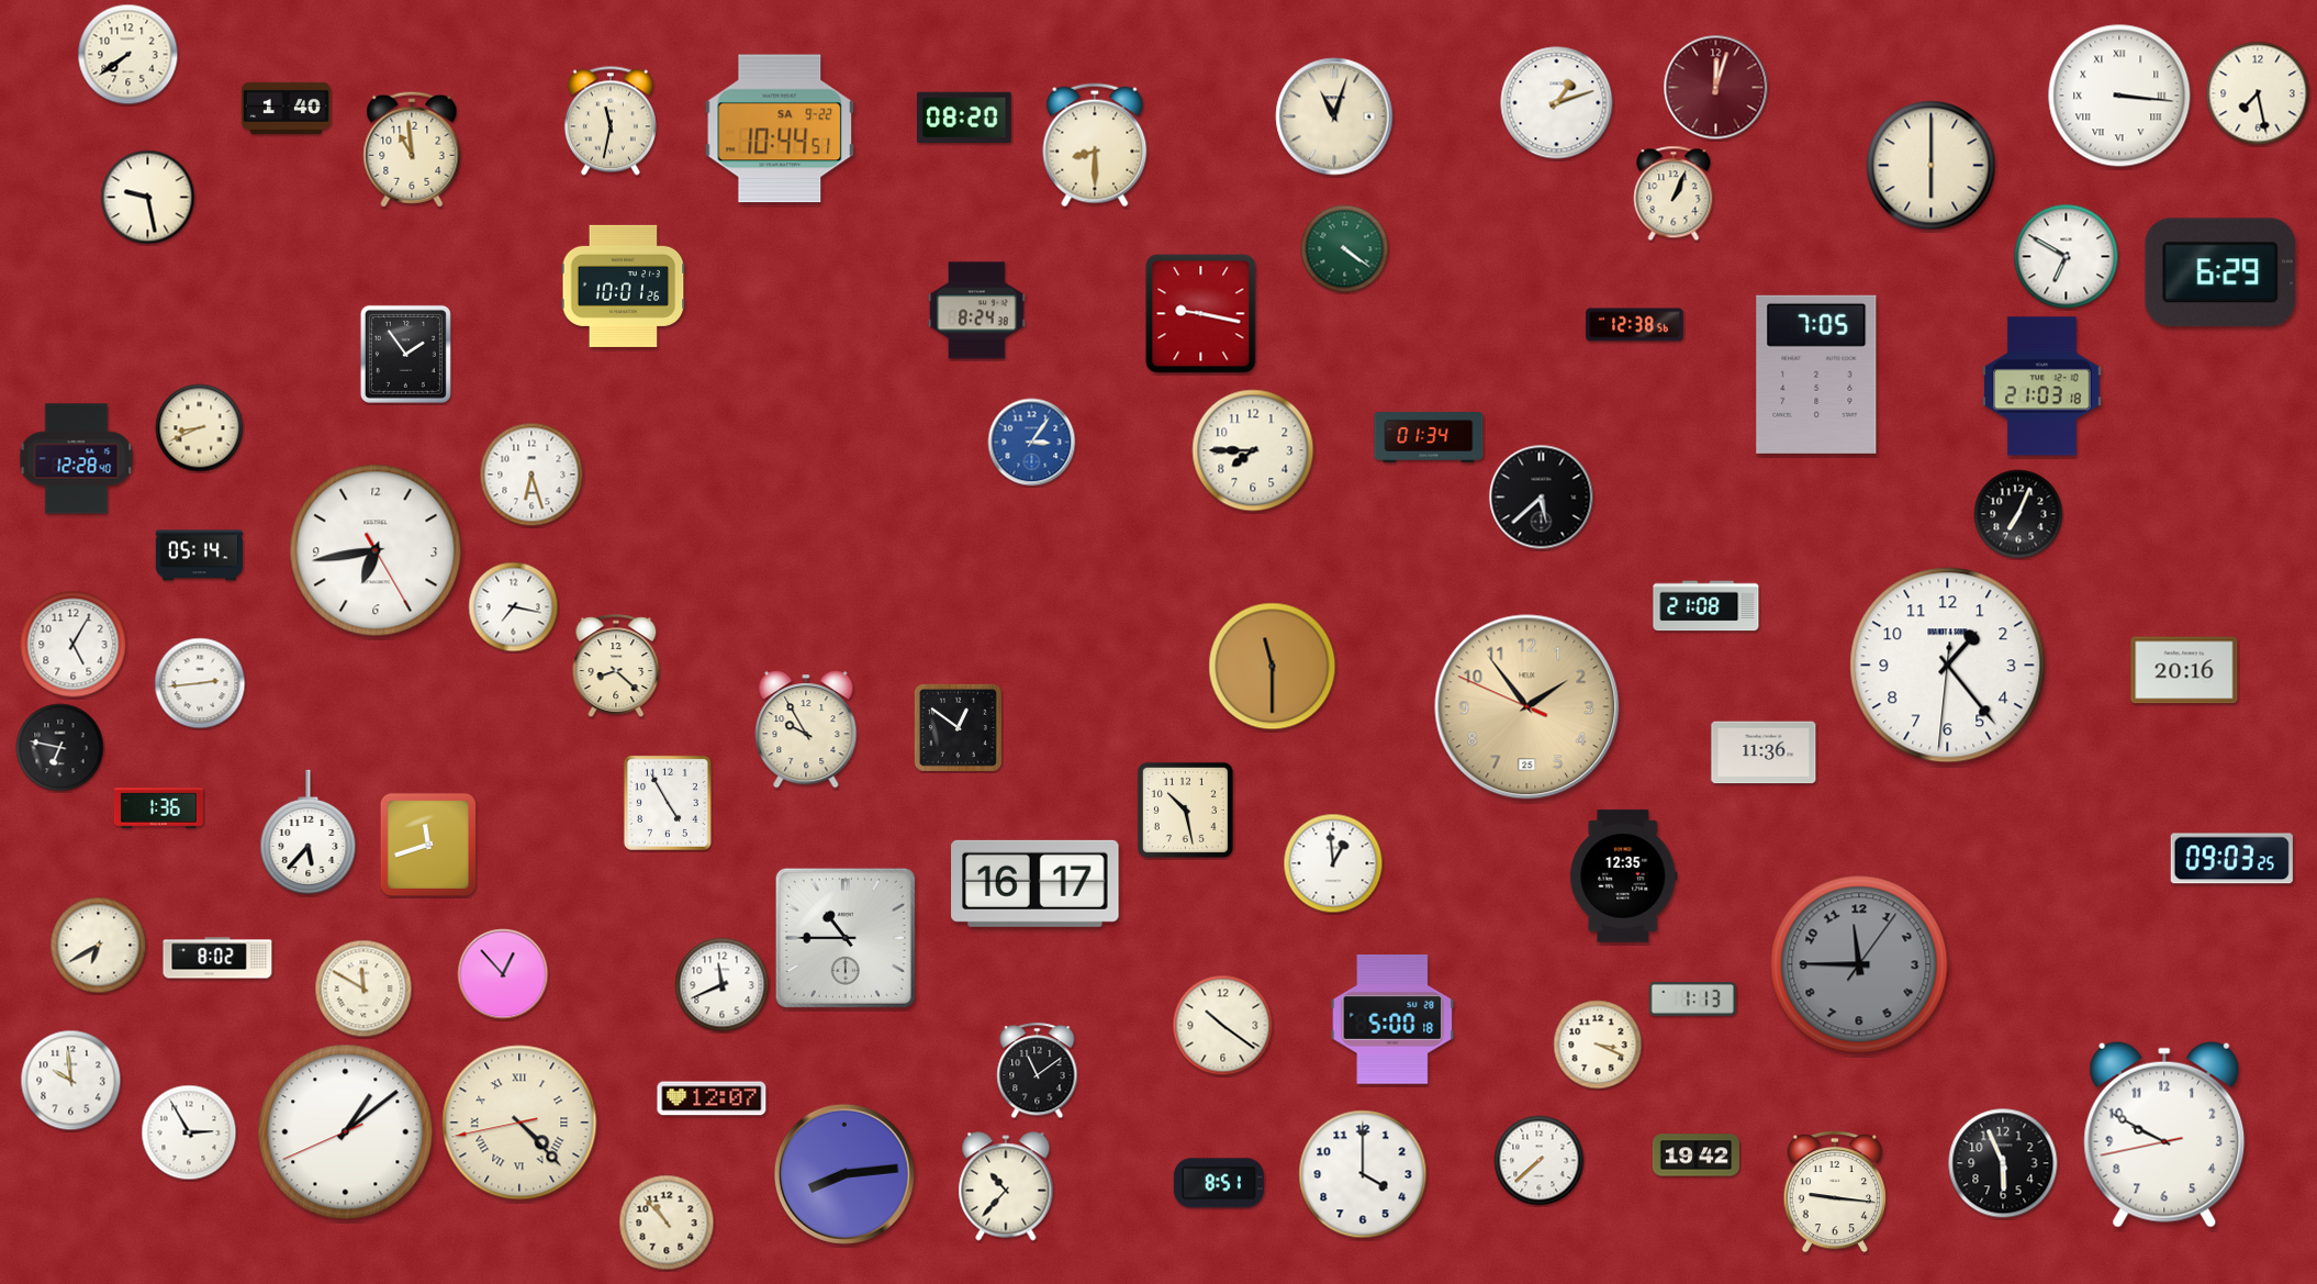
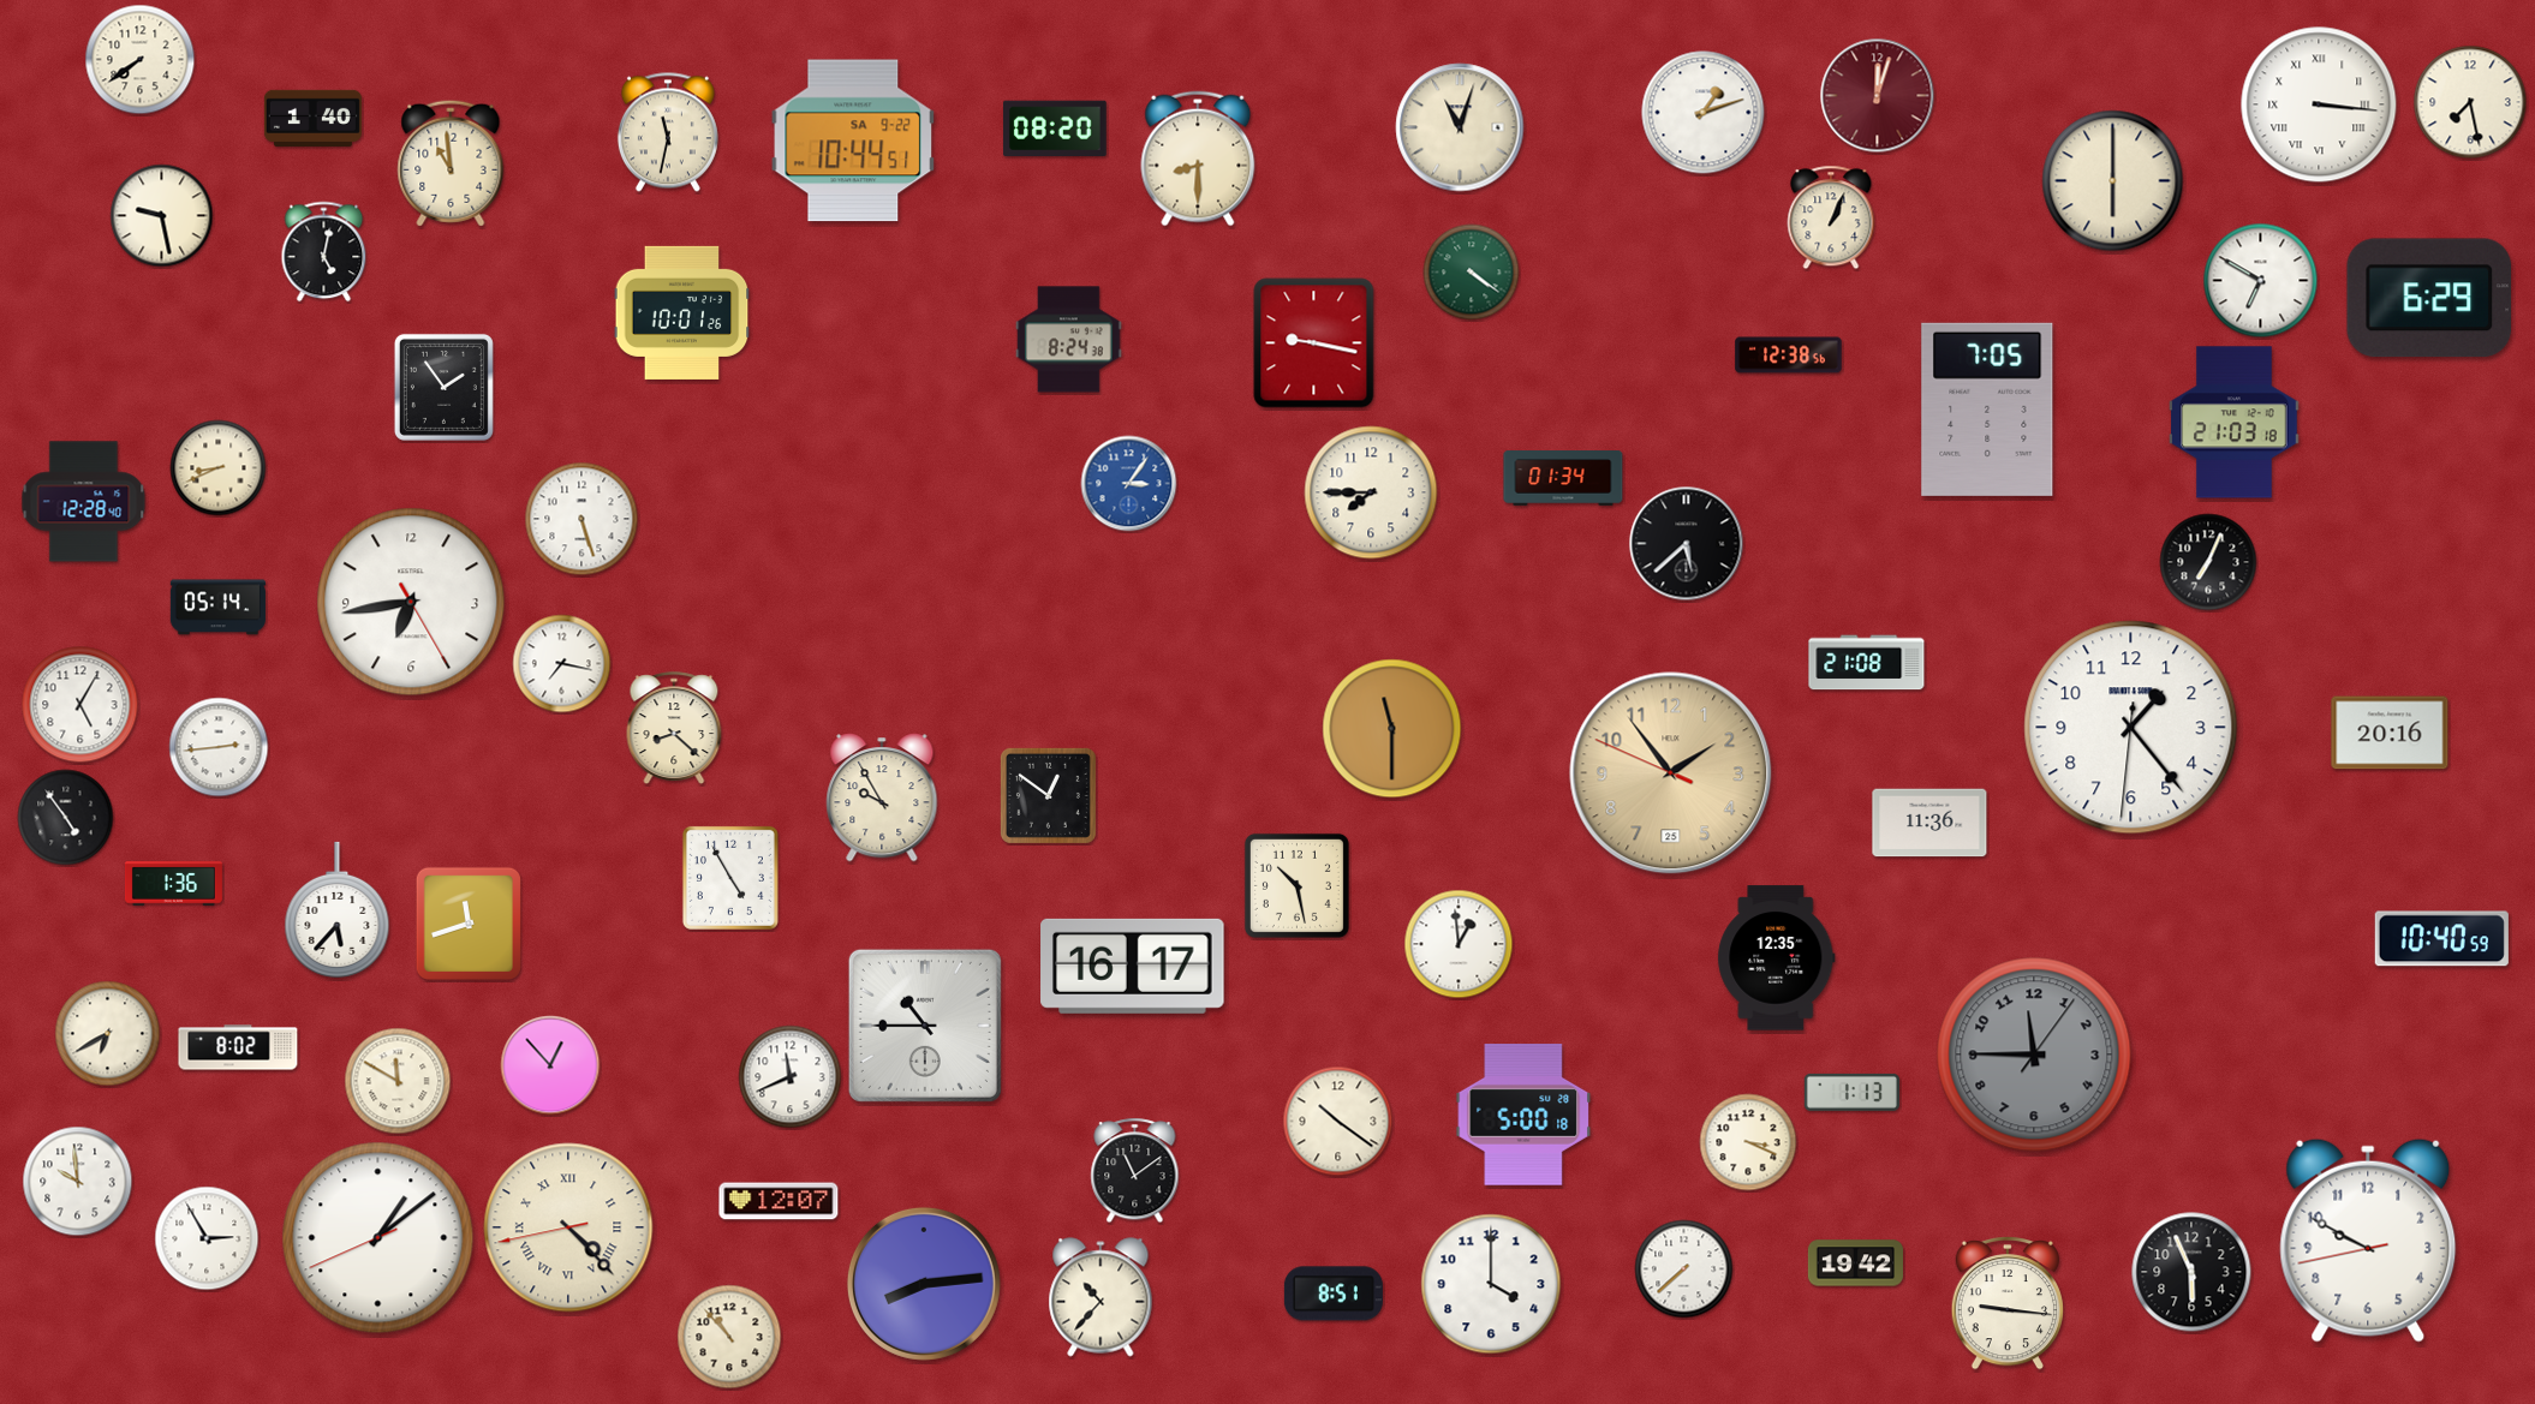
clock at (1674, 193) position: (1674, 193) -> (1831, 217)
clock at (324, 252): none -> 5:02
clock at (531, 474): 6:27 -> 5:27
clock at (60, 748): 6:47 -> 4:54
clock at (2231, 859): 09:03 -> 10:40
